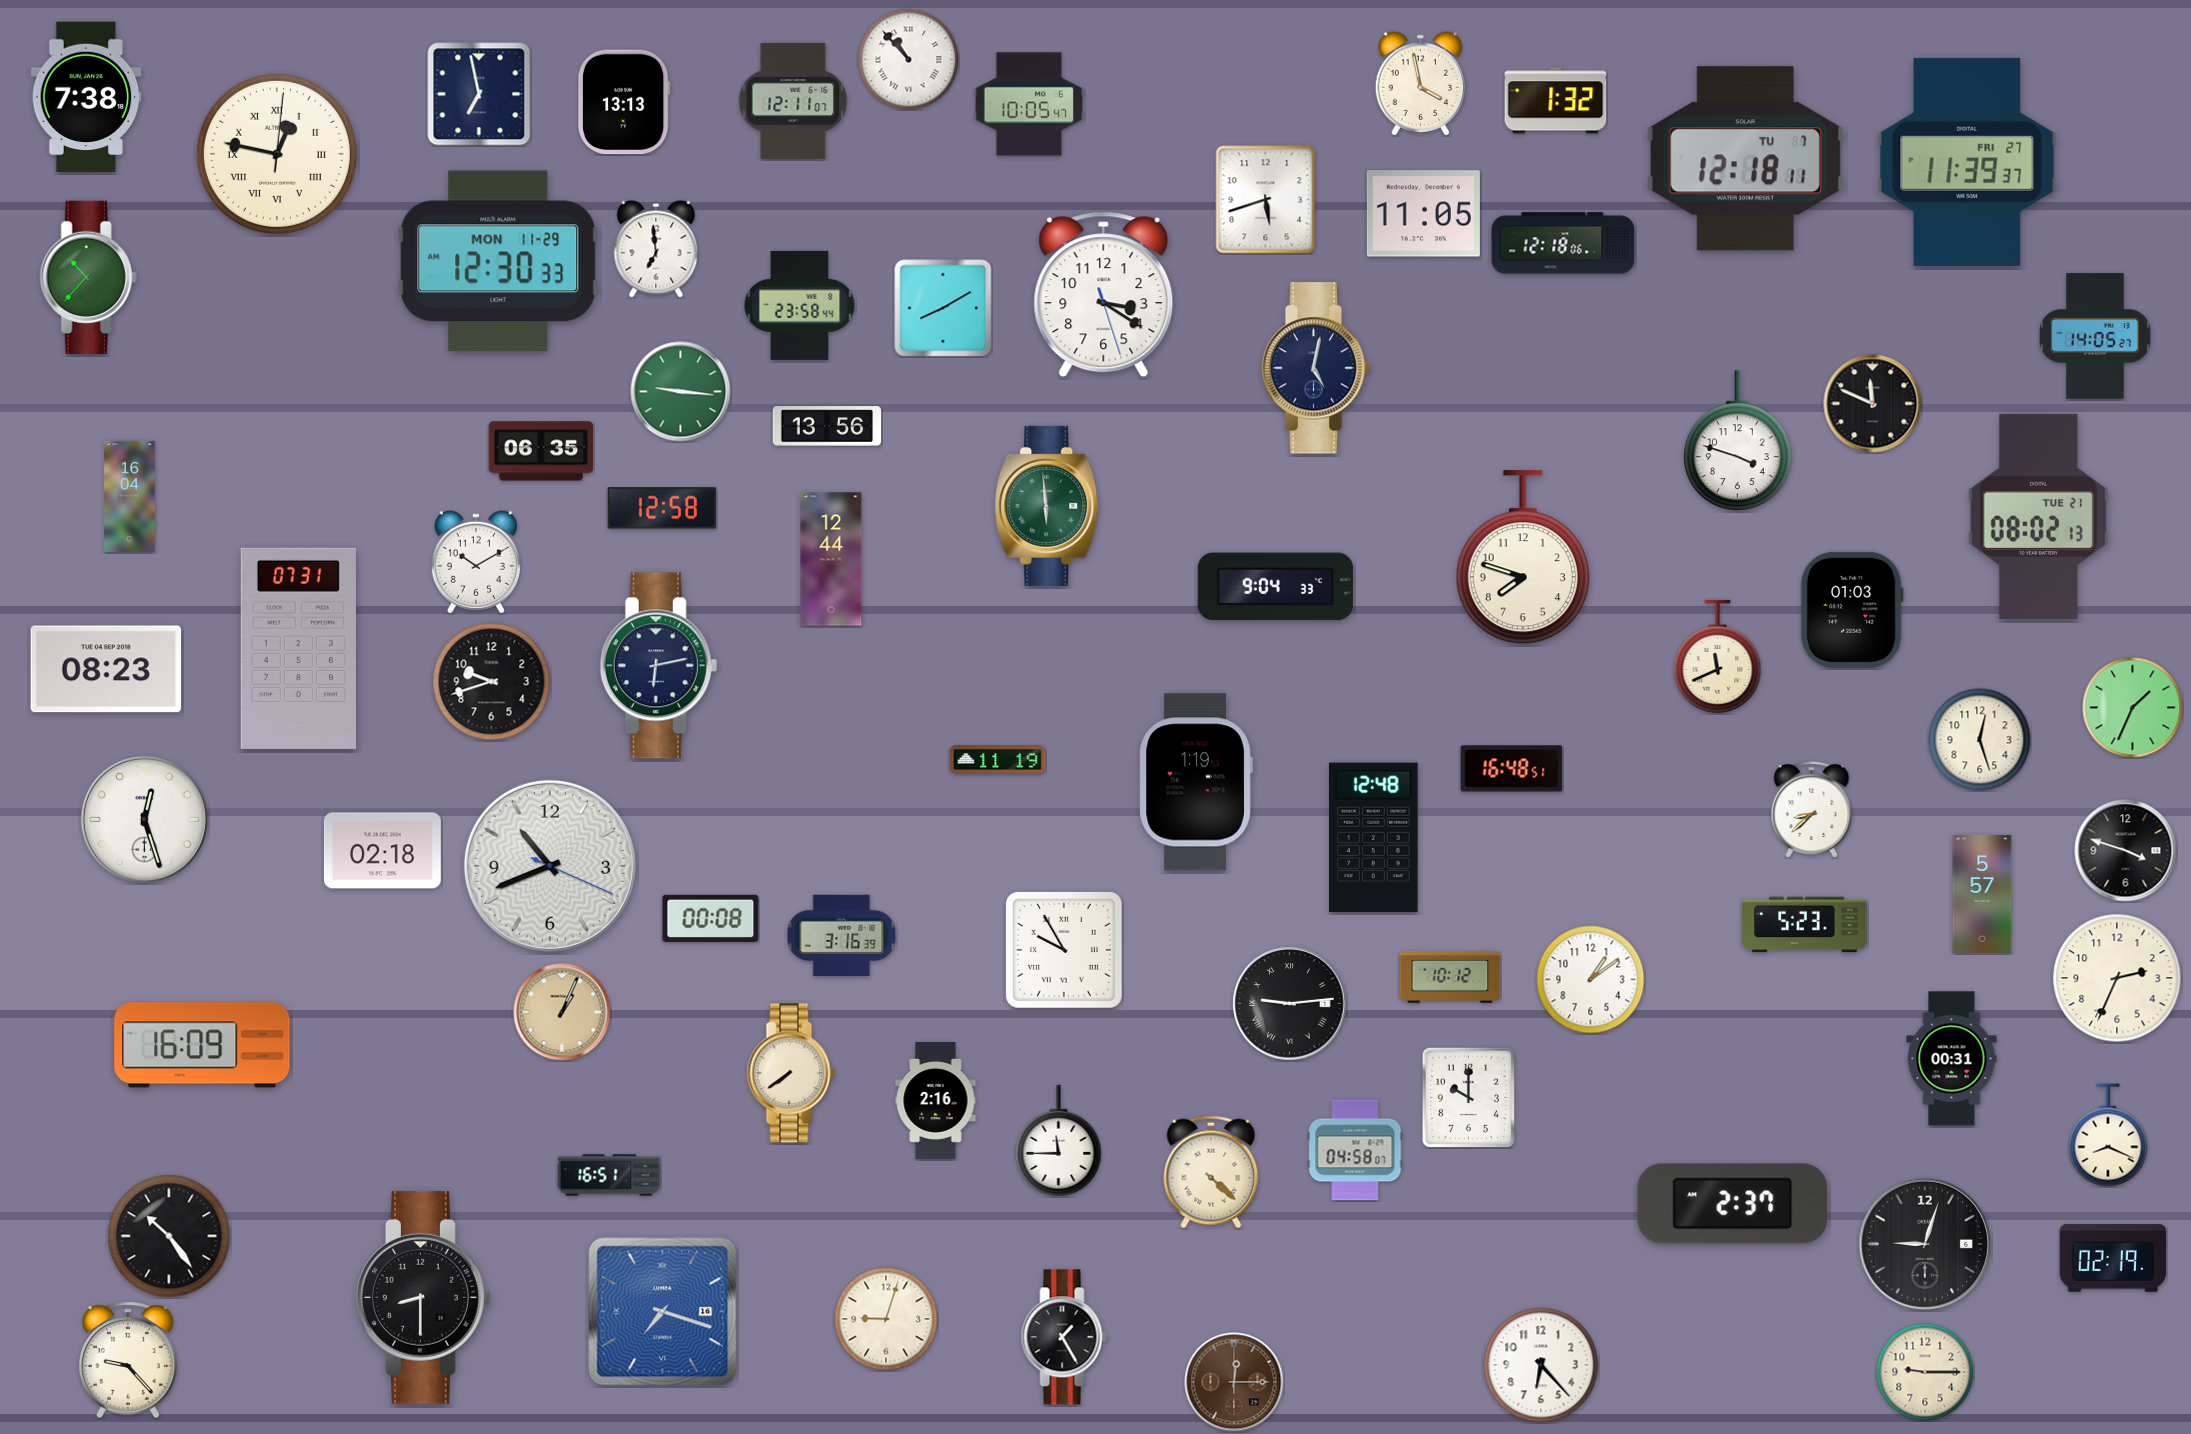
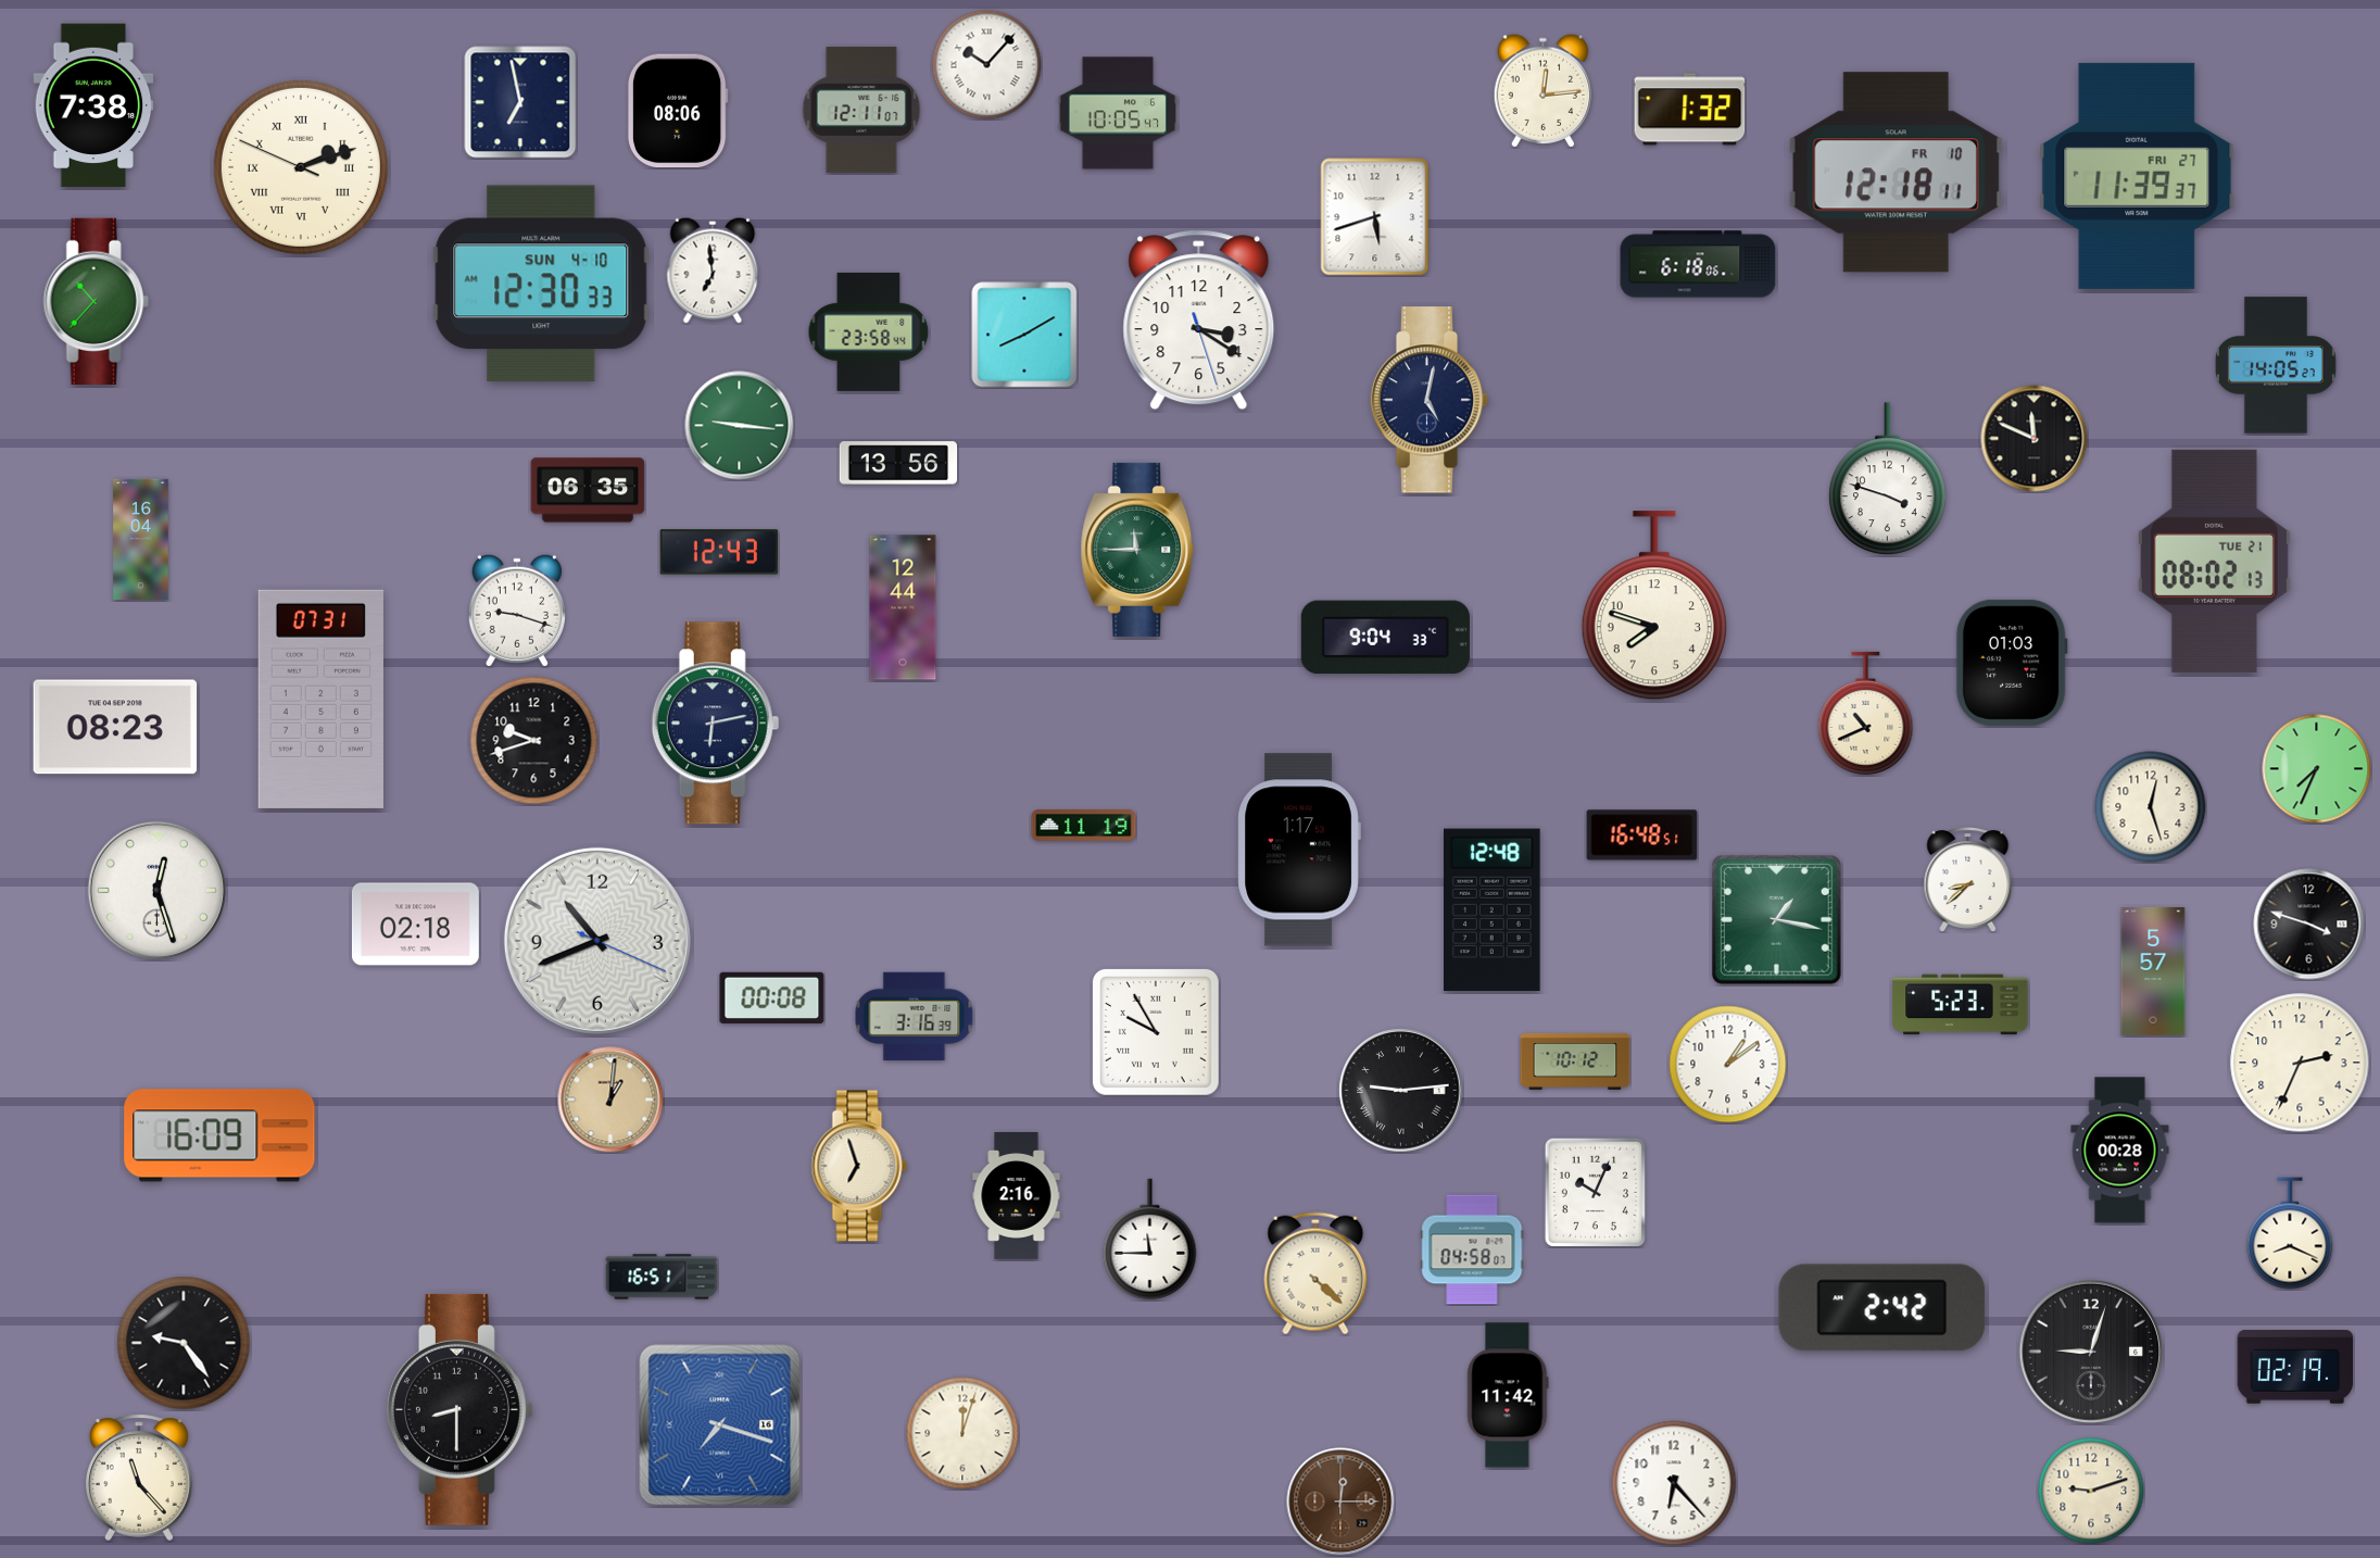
clock at (909, 60): 10:53 -> 10:07
clock at (1421, 84): 3:58 -> 12:14
clock at (624, 102): 13:13 -> 08:06
clock at (277, 154): 12:47 -> 2:11
clock at (1745, 159) date: TU 7 -> FR 10
clock at (1423, 214): 11:05 -> none
clock at (1563, 243): 12:18 -> 6:18
clock at (498, 261) date: MON 11-29 -> SUN 4-10
clock at (1047, 506): 5:59 -> 11:45
clock at (661, 508): 12:58 -> 12:43
clock at (476, 562): 10:10 -> 9:18
clock at (298, 648) position: (298, 648) -> (320, 699)
clock at (1718, 656): 11:41 -> 10:41
clock at (2133, 708): 1:34 -> 7:34
clock at (1980, 740) position: (1980, 740) -> (2151, 807)
clock at (1196, 782): 1:19 -> 1:17
clock at (1776, 919): none -> 1:17
clock at (562, 1012): 1:04 -> 1:01
clock at (1952, 1059): 00:31 -> 00:28
clock at (791, 1073): 7:39 -> 6:57
clock at (1468, 1097): 10:00 -> 10:04
clock at (1733, 1204): 2:37 -> 2:42
clock at (169, 1236): 10:24 -> 9:24
clock at (1508, 1395): none -> 11:42
clock at (886, 1319): 9:03 -> 12:03
clock at (1064, 1337): 1:25 -> none
clock at (128, 1360): 9:23 -> 11:23
clock at (1925, 1372): 9:15 -> 9:12
